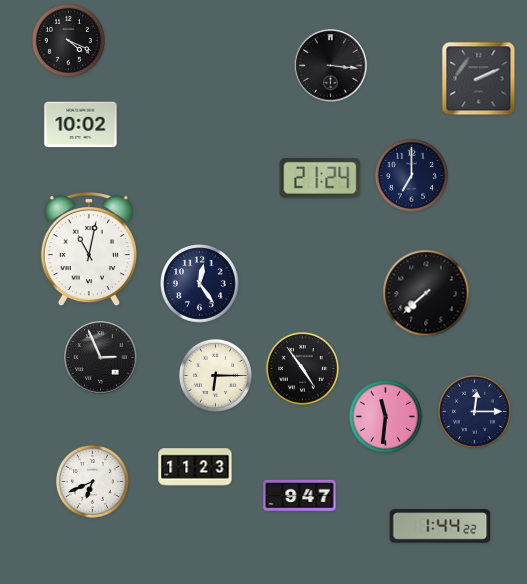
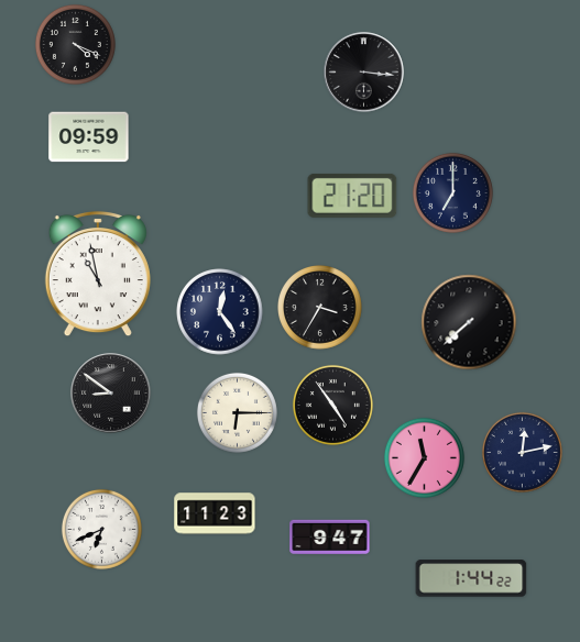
clock at (479, 79): 2:11 -> none
clock at (81, 125): 10:02 -> 09:59
clock at (320, 178): 21:24 -> 21:20
clock at (89, 249): 11:02 -> 10:58
clock at (320, 308): none -> 3:35
clock at (101, 358): 2:56 -> 8:51
clock at (474, 411): 12:15 -> 12:13
clock at (385, 416): 11:31 -> 11:35
clock at (300, 496) position: (300, 496) -> (330, 538)
clock at (440, 526) position: (440, 526) -> (471, 578)
